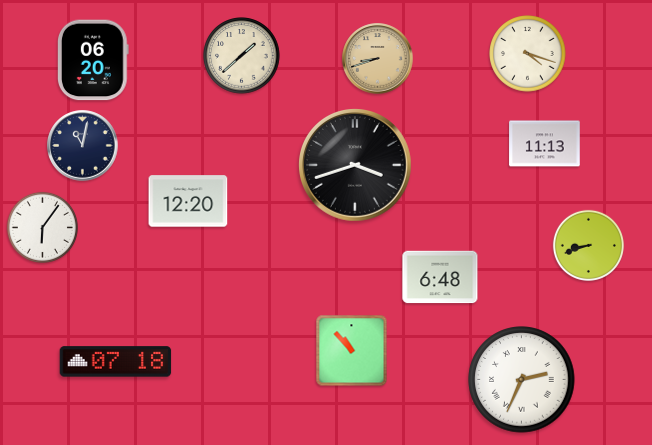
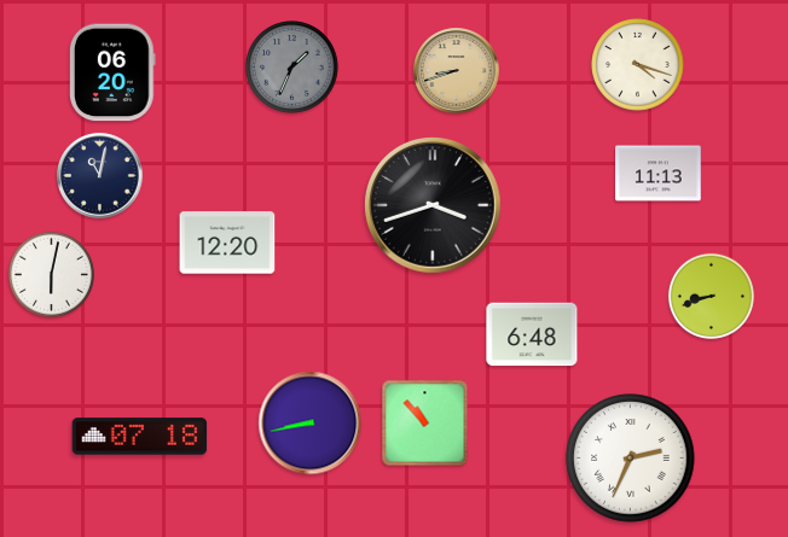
clock at (242, 56): 1:38 -> 1:34
clock at (242, 56) dial: cream -> grey
clock at (356, 166) position: (356, 166) -> (434, 206)
clock at (42, 227): 6:06 -> 6:02
clock at (311, 424): none -> 8:43
